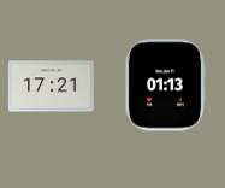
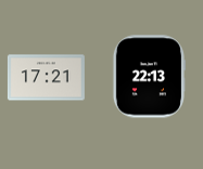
clock at (165, 86): 01:13 -> 22:13
